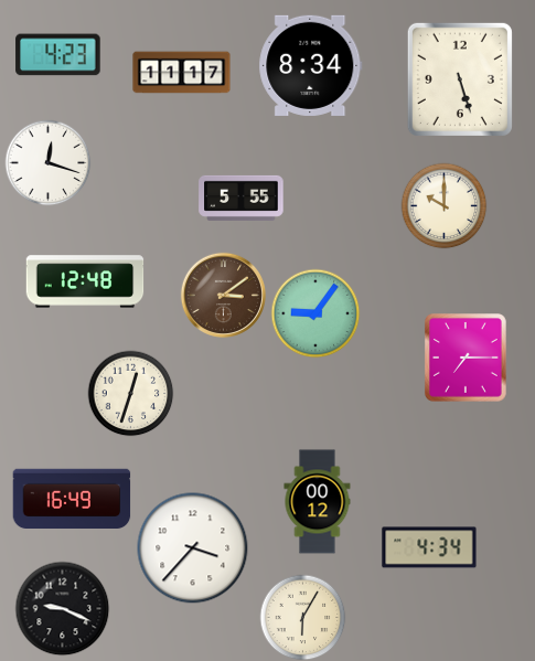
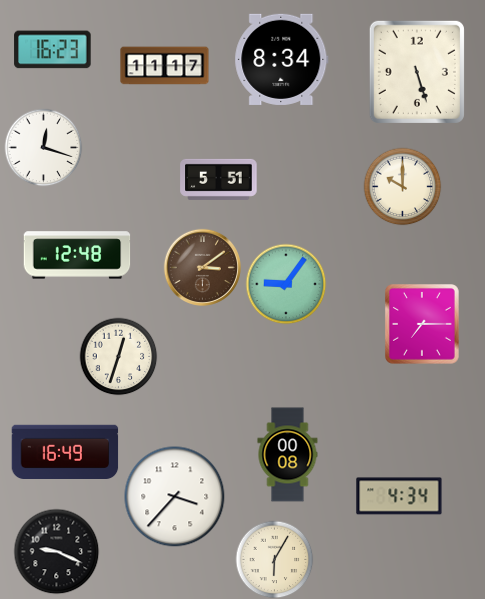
clock at (58, 55): 4:23 -> 16:23
clock at (242, 198): 5:55 -> 5:51
clock at (318, 502): 00:12 -> 00:08
clock at (429, 547) position: (429, 547) -> (399, 496)
